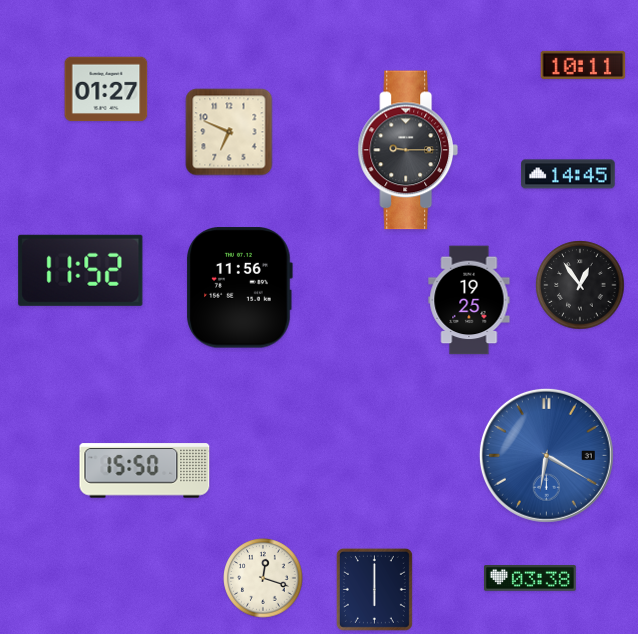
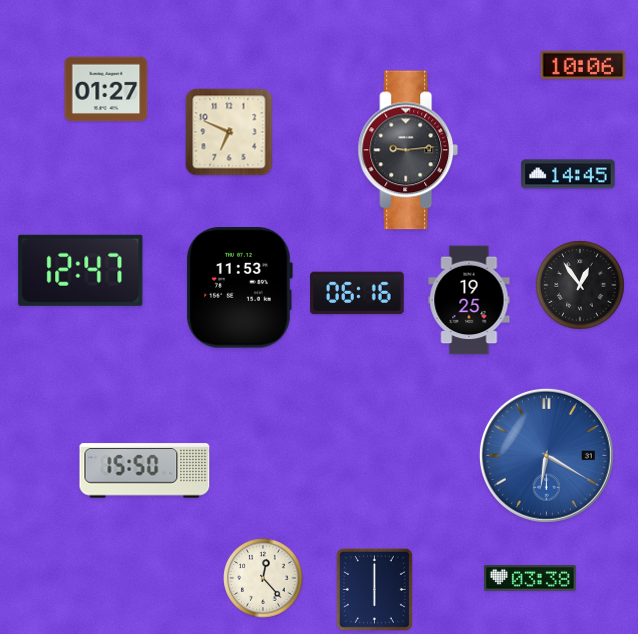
clock at (583, 65): 10:11 -> 10:06
clock at (408, 150): 9:15 -> 9:14
clock at (81, 270): 11:52 -> 12:47
clock at (239, 288): 11:56 -> 11:53
clock at (357, 293): none -> 06:16
clock at (263, 578): 12:18 -> 12:23
